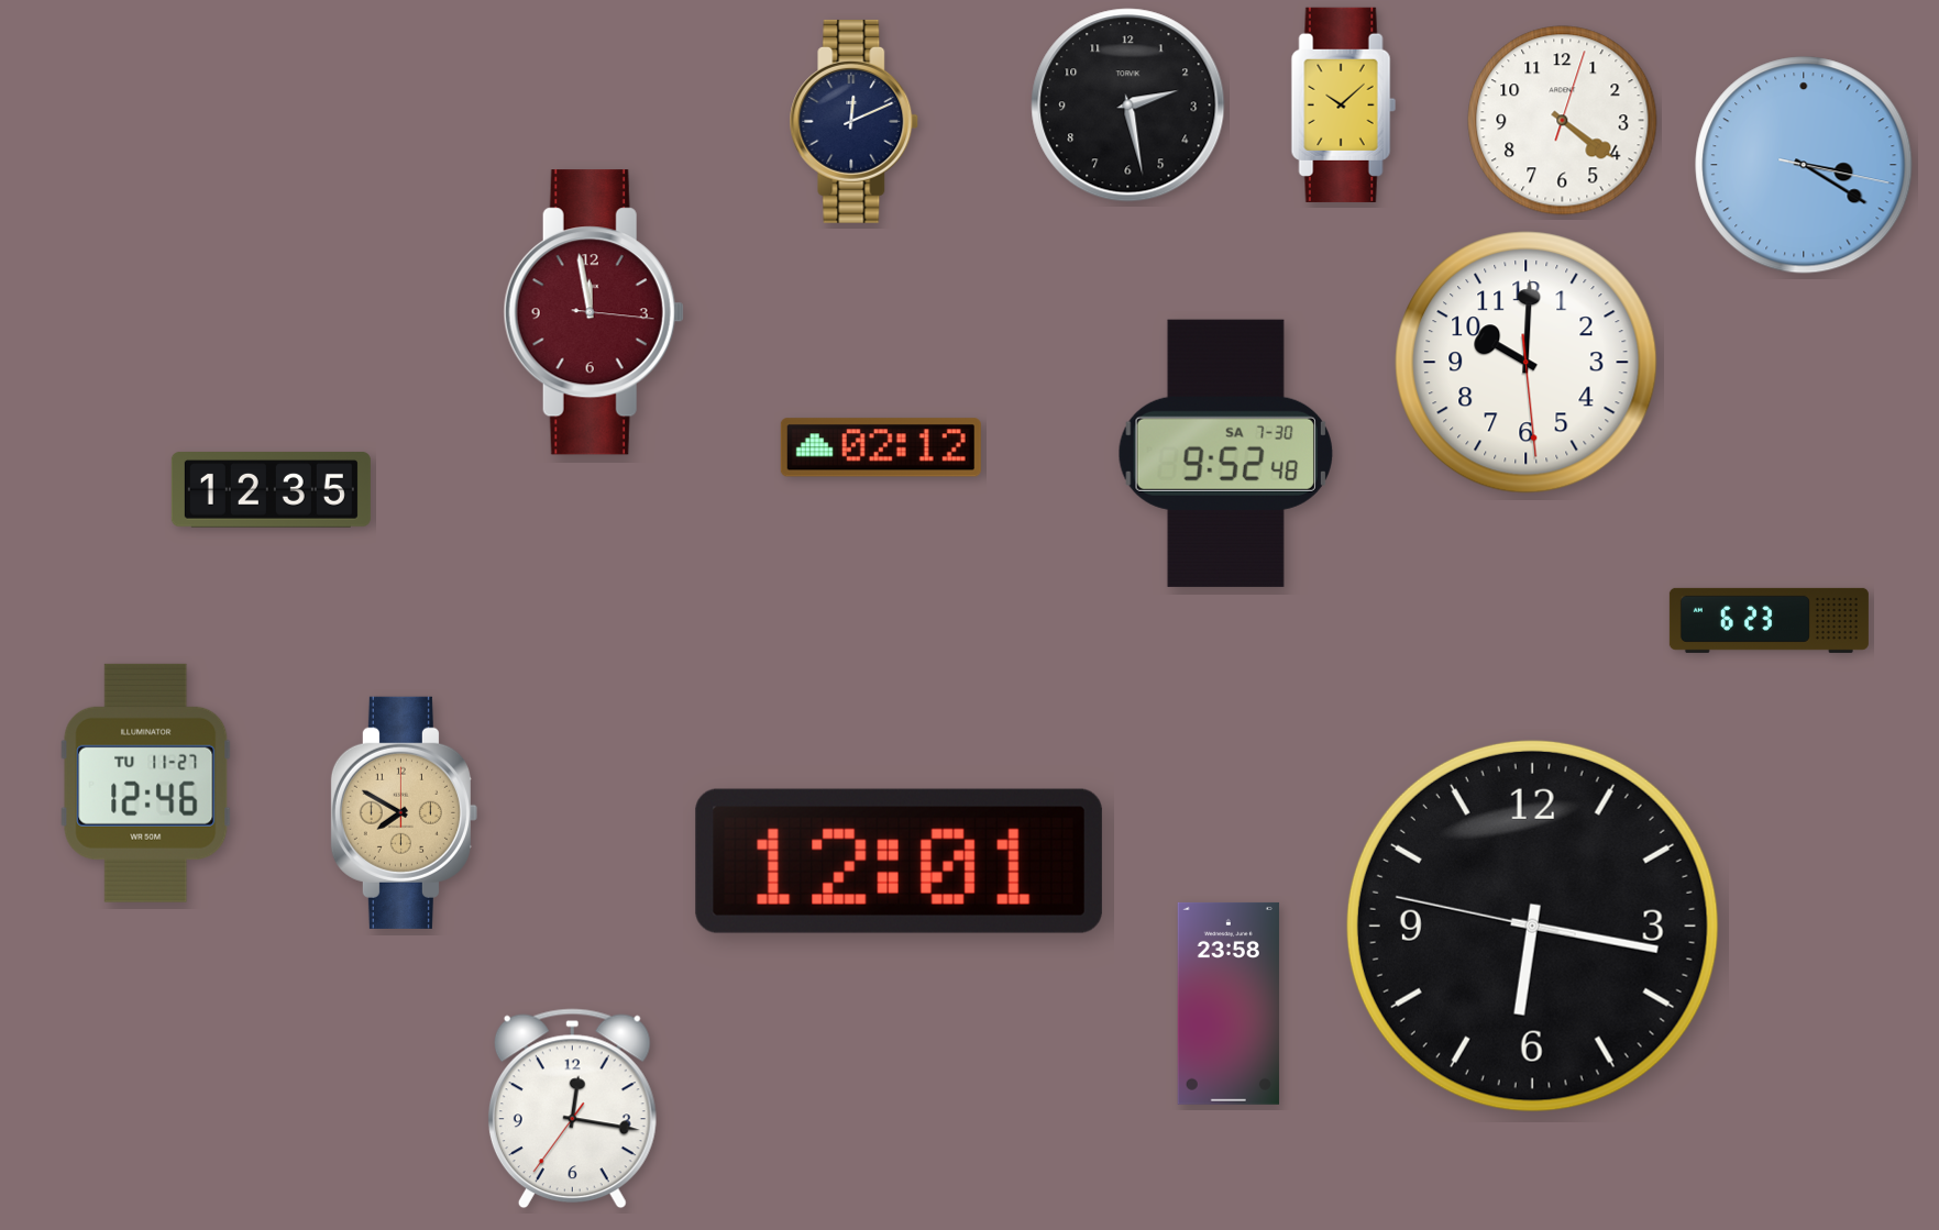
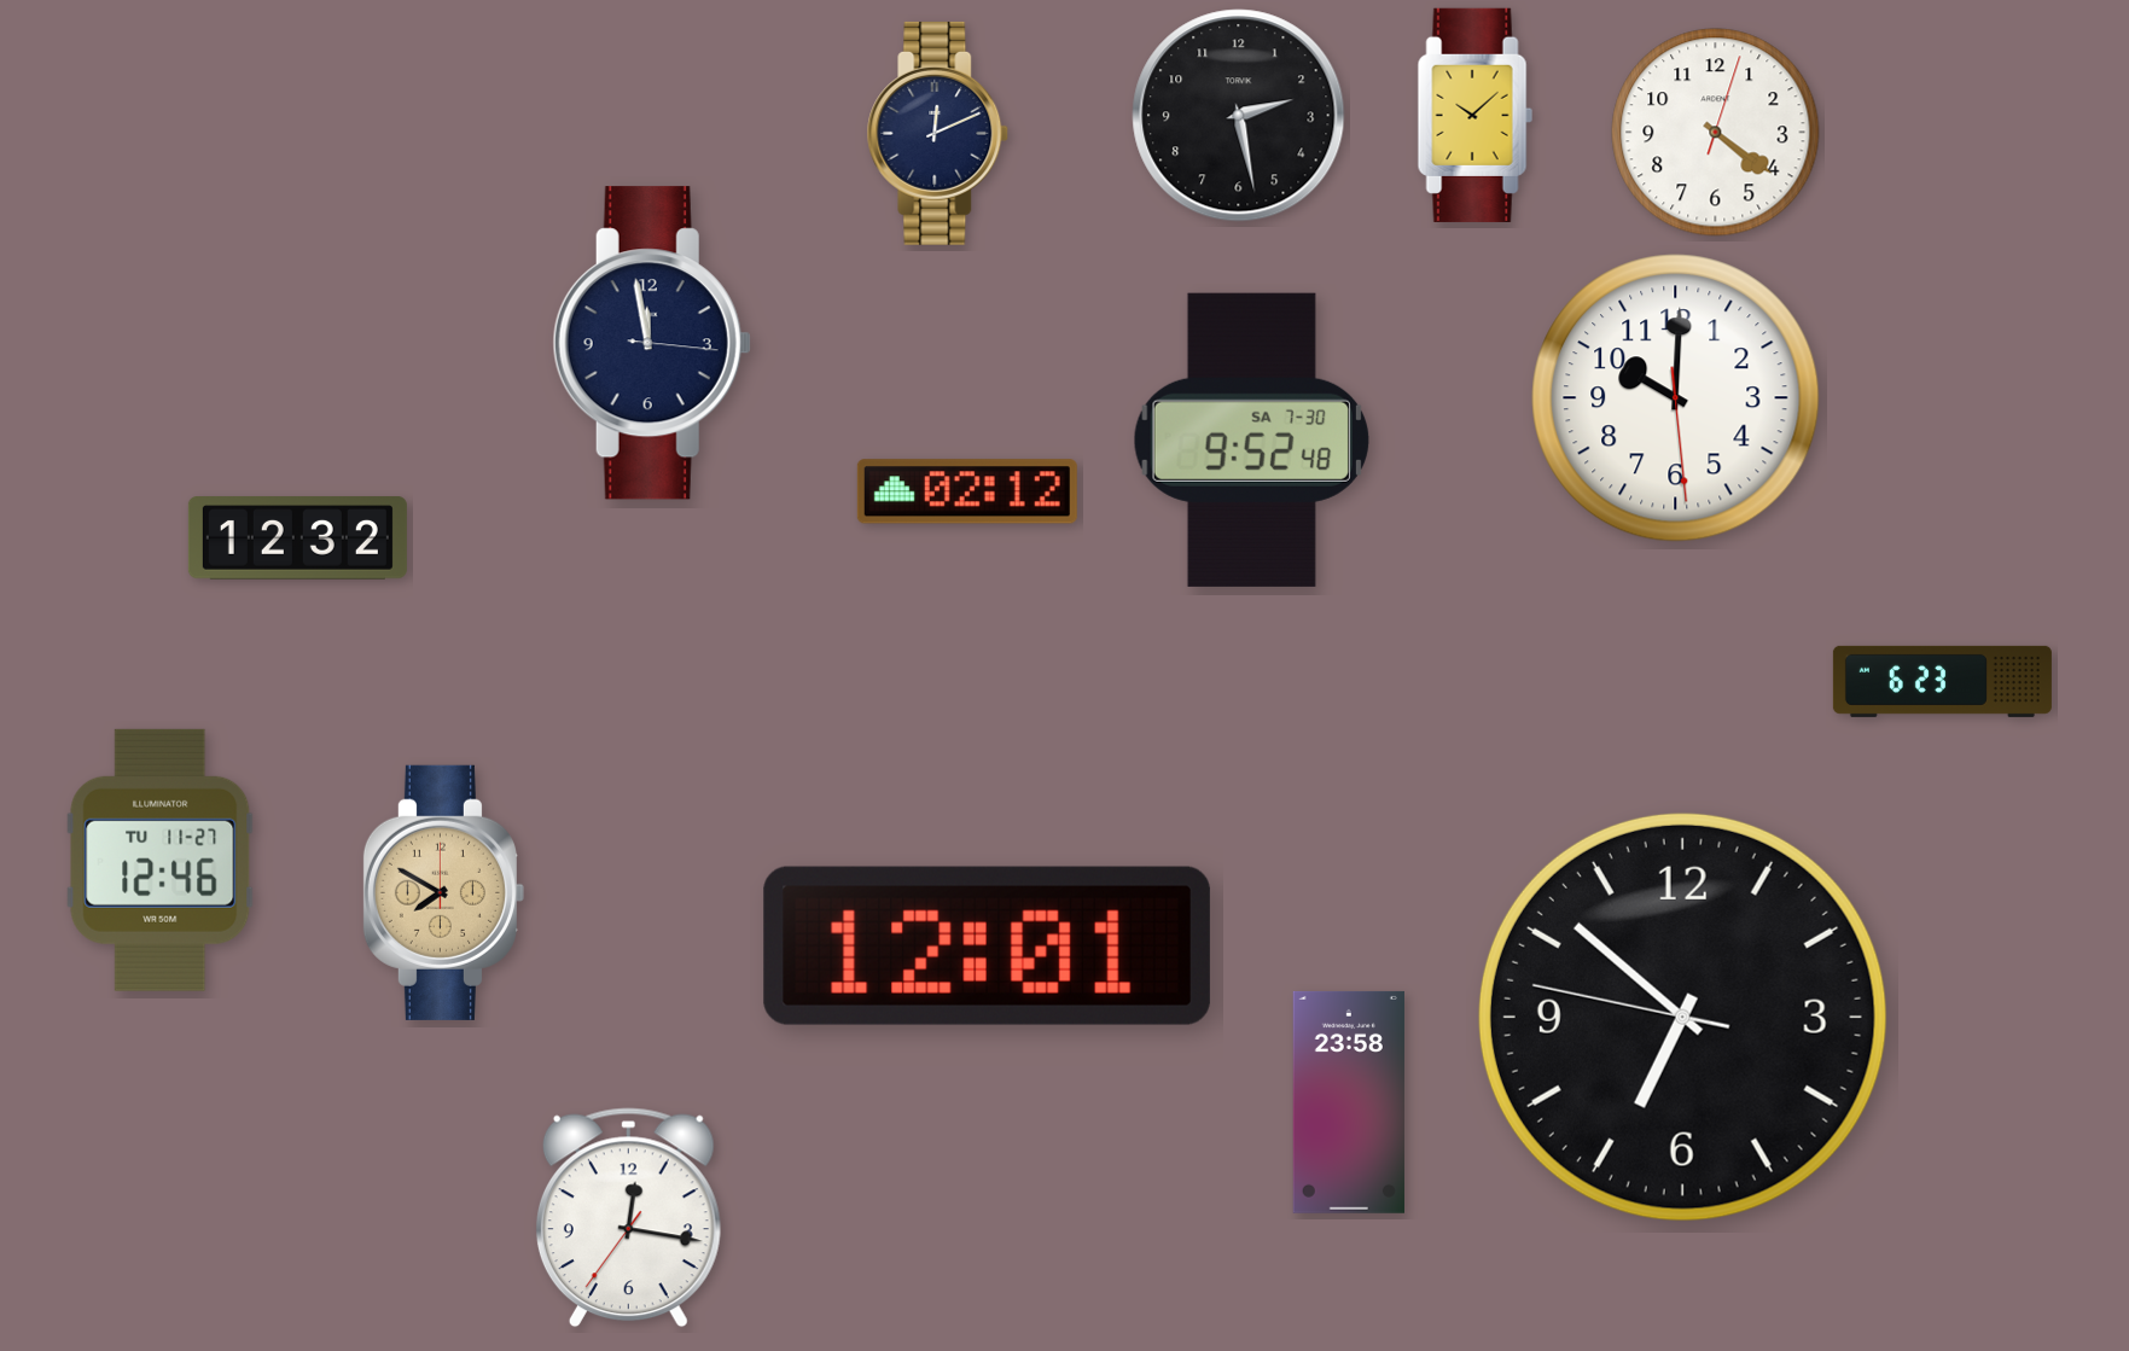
clock at (1804, 165): 3:20 -> none
clock at (594, 312) dial: burgundy -> navy
clock at (1225, 453) position: (1225, 453) -> (1251, 439)
clock at (271, 490): 12:35 -> 12:32
clock at (1532, 926): 6:16 -> 6:51
